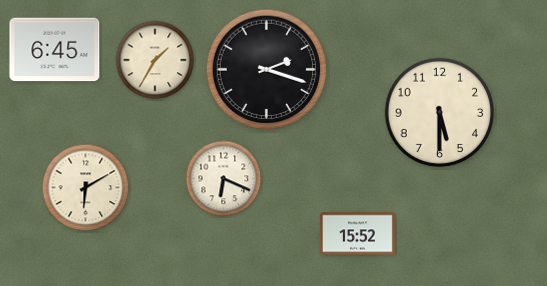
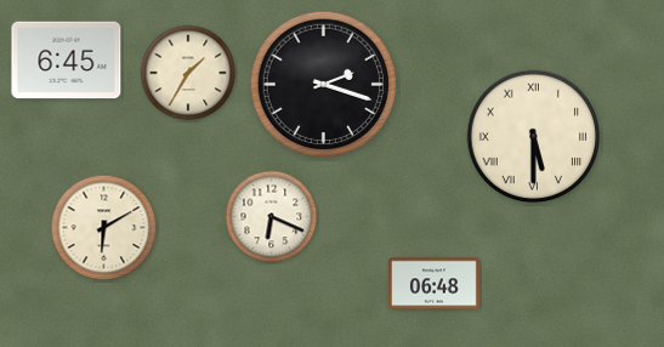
clock at (440, 113) numerals: Arabic -> Roman
clock at (357, 234): 15:52 -> 06:48
